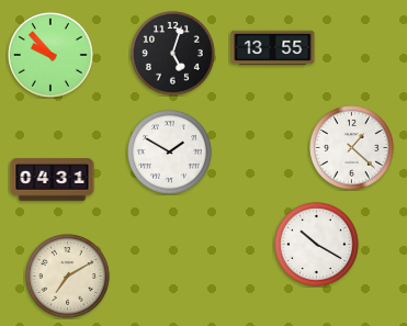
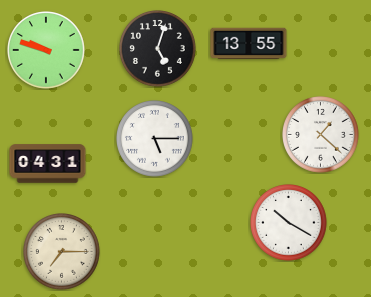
clock at (52, 56): 9:53 -> 9:48
clock at (170, 153): 1:50 -> 5:15
clock at (68, 277): 7:10 -> 7:15
